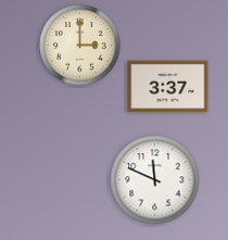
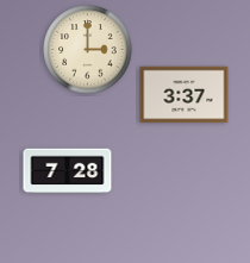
clock at (68, 171): none -> 7:28
clock at (155, 180): 11:49 -> none
